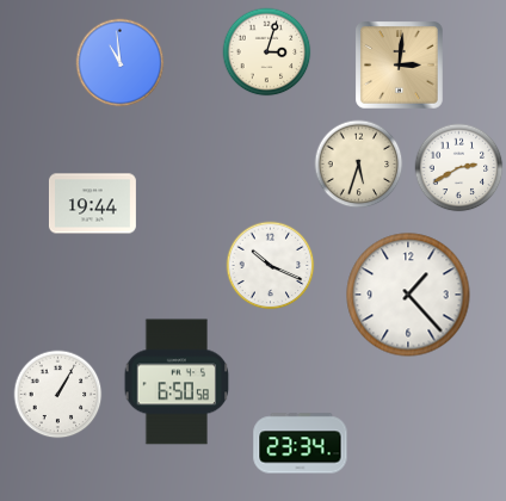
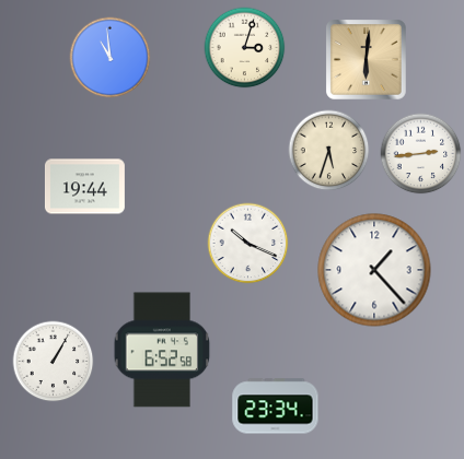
clock at (400, 66): 3:01 -> 6:01
clock at (459, 168): 2:40 -> 2:44
clock at (177, 382): 6:50 -> 6:52
